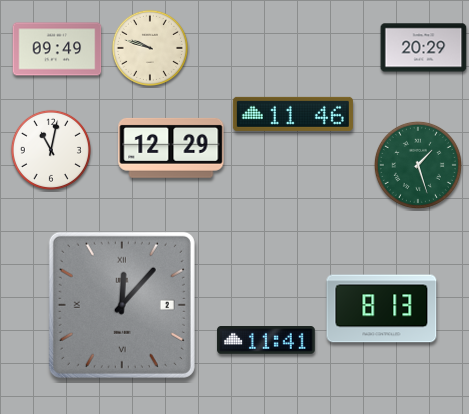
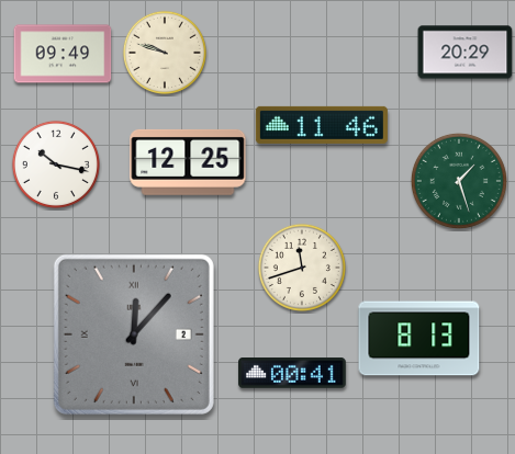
clock at (171, 148): 12:29 -> 12:25
clock at (51, 150): 11:02 -> 10:17
clock at (302, 268): none -> 11:42
clock at (266, 341): 11:41 -> 00:41
